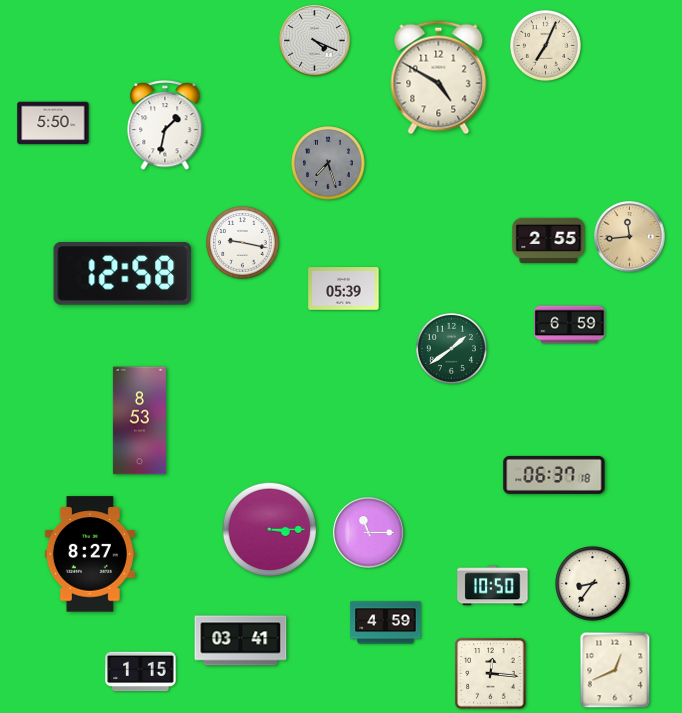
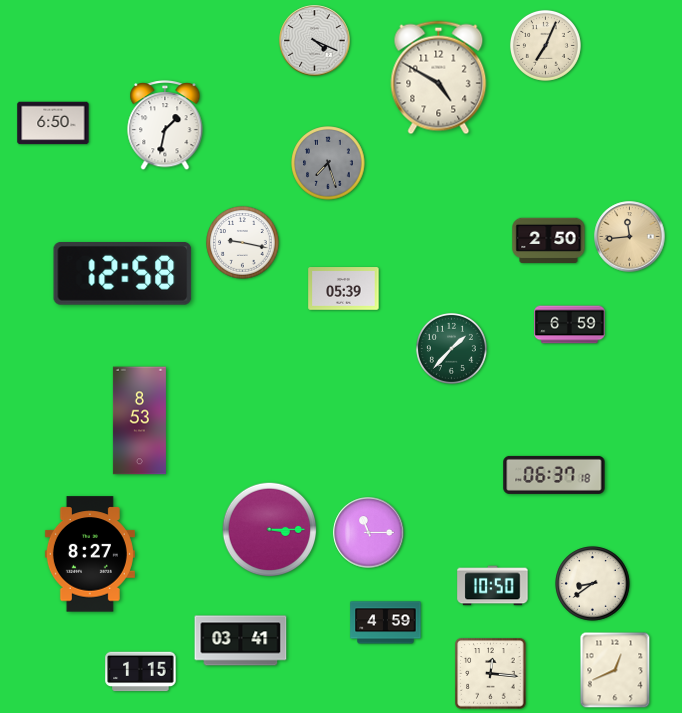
clock at (53, 123): 5:50 -> 6:50
clock at (549, 241): 2:55 -> 2:50
clock at (451, 348): 1:39 -> 1:37
clock at (593, 584): 8:36 -> 8:39
